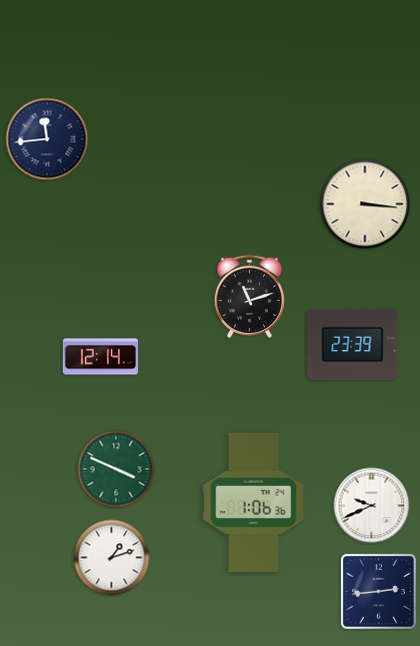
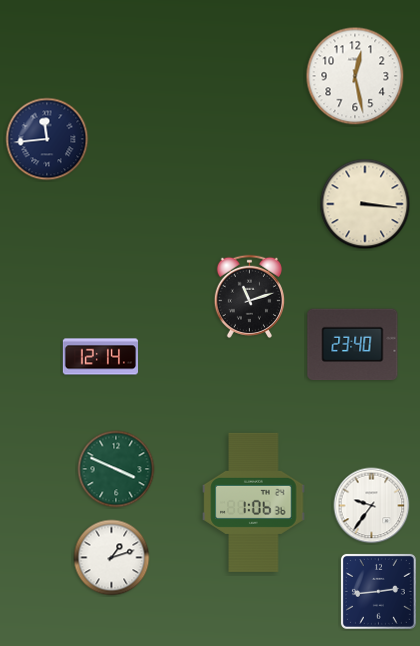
clock at (355, 76): none -> 12:28
clock at (353, 345): 23:39 -> 23:40
clock at (372, 506): 9:41 -> 9:36
